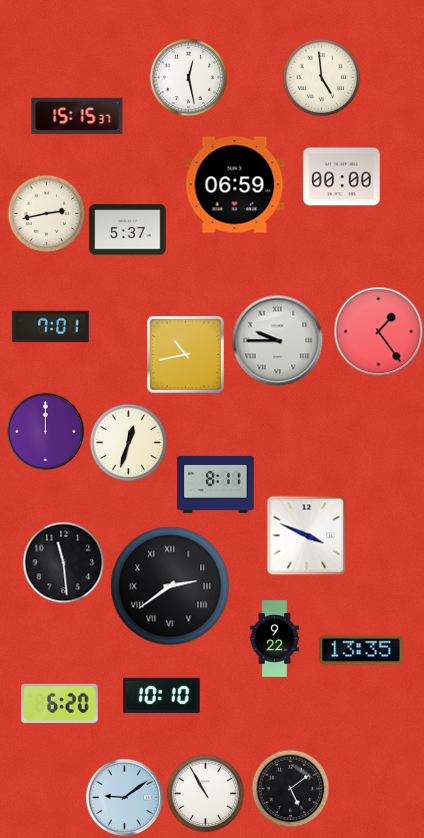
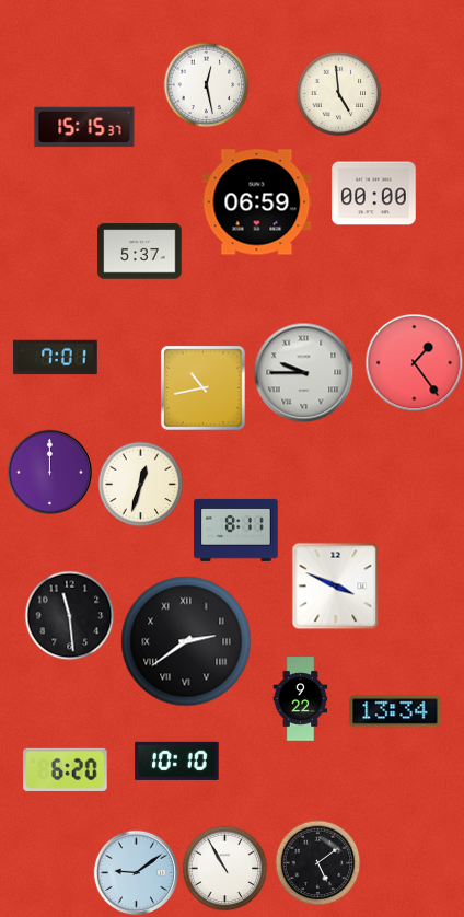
clock at (321, 77) position: (321, 77) -> (338, 93)
clock at (46, 213): 2:43 -> none
clock at (361, 650): 13:35 -> 13:34
